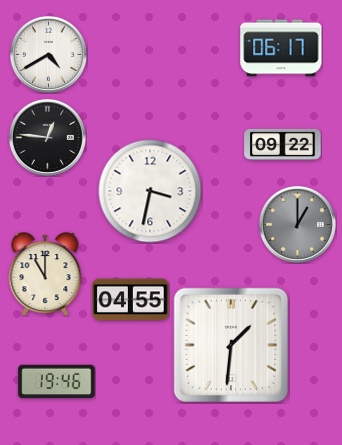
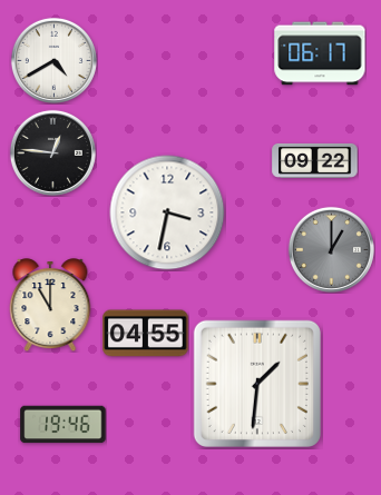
clock at (281, 48) position: (281, 48) -> (320, 53)
